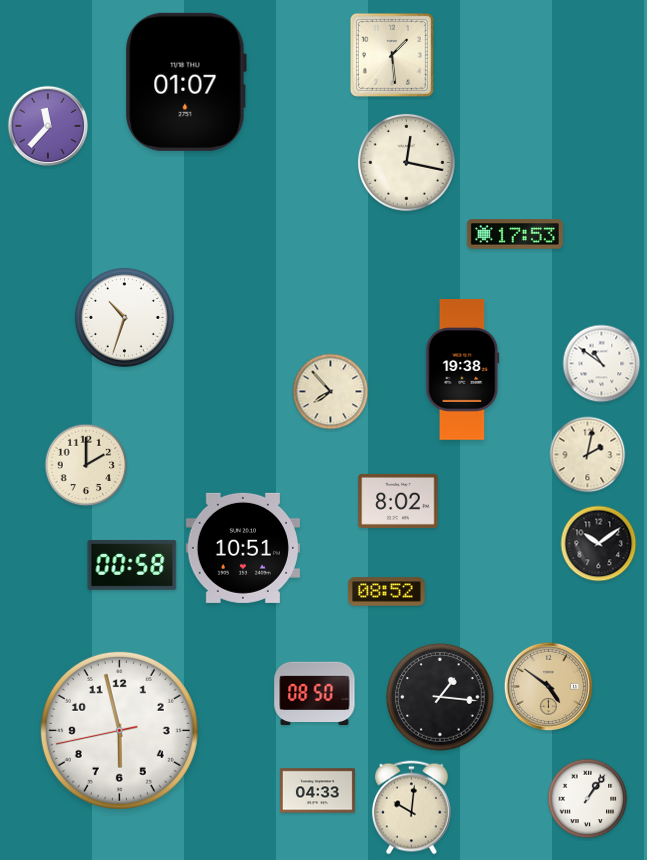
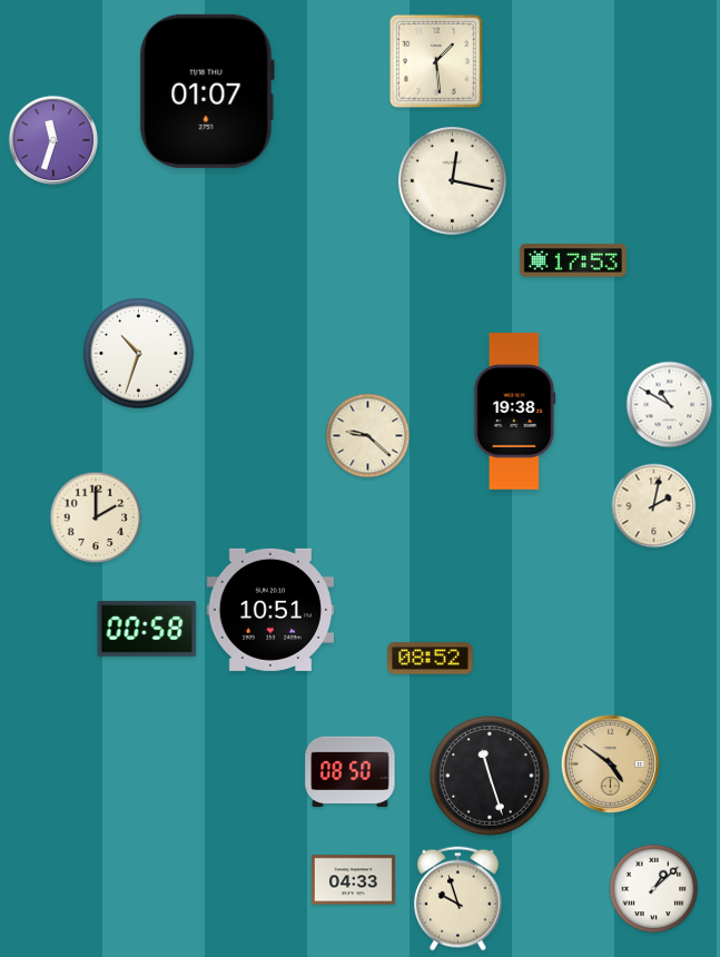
clock at (48, 126): 11:37 -> 11:33
clock at (602, 364): 10:51 -> 10:50
clock at (331, 392): 7:53 -> 9:22
clock at (398, 501): 8:02 -> none
clock at (599, 544): 10:09 -> none
clock at (440, 697): 1:16 -> 11:27
clock at (119, 730): 5:57 -> none
clock at (588, 799): 1:06 -> 1:08
clock at (411, 808): 10:01 -> 9:57
